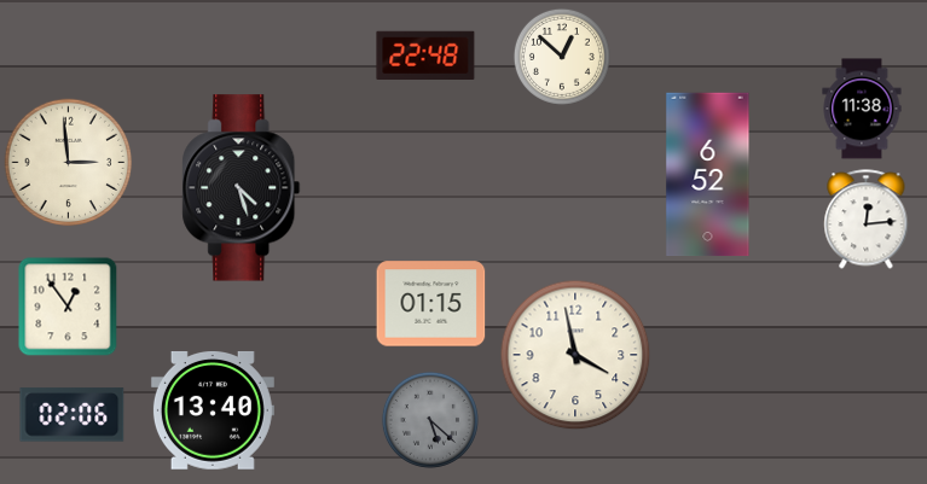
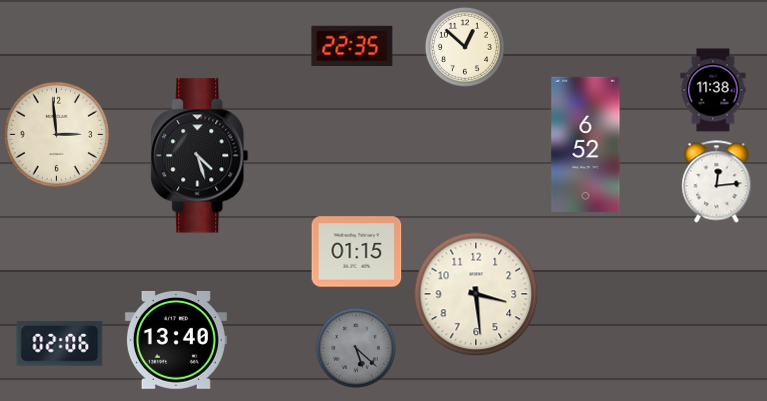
clock at (425, 56): 22:48 -> 22:35
clock at (68, 307): 12:54 -> none
clock at (575, 355): 3:58 -> 3:29
